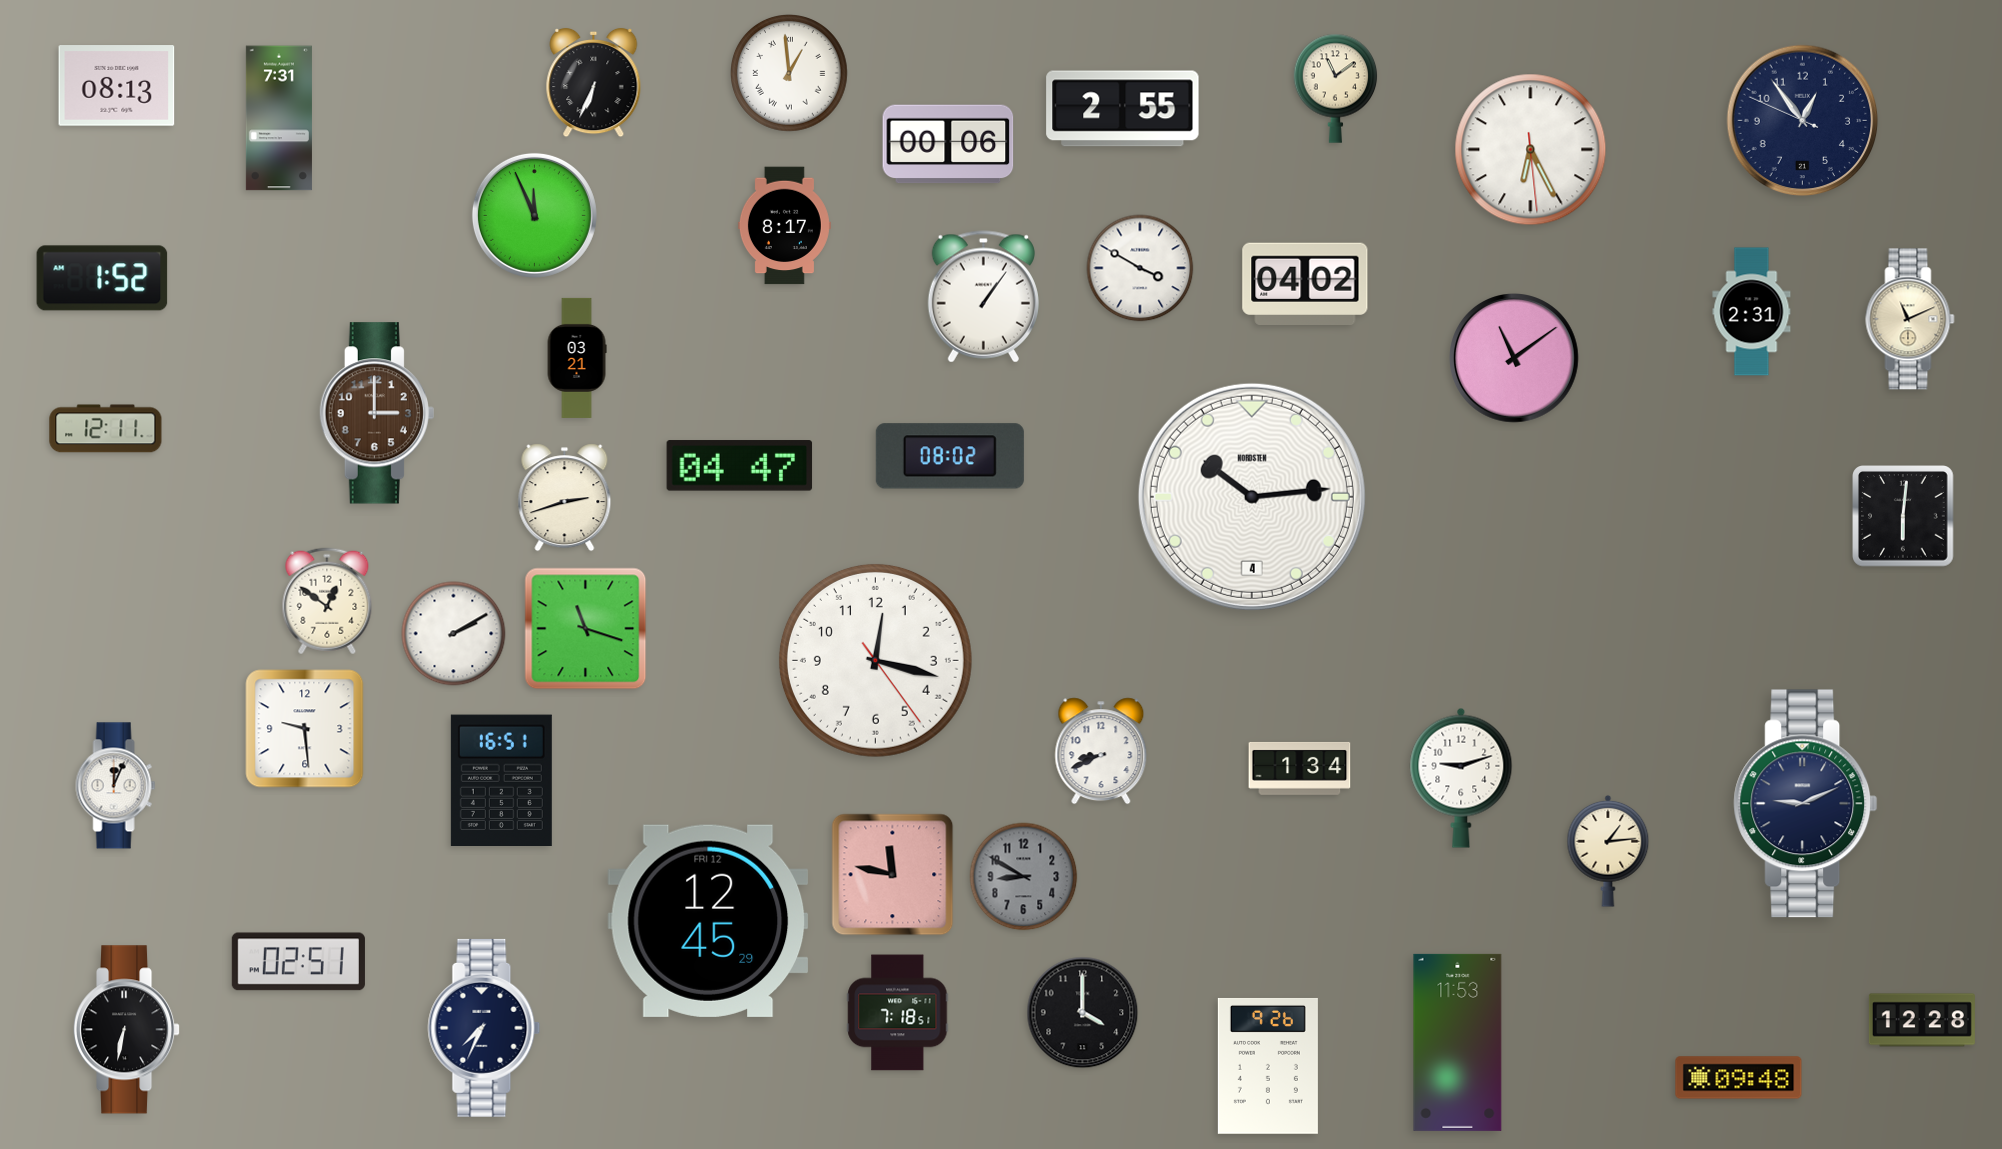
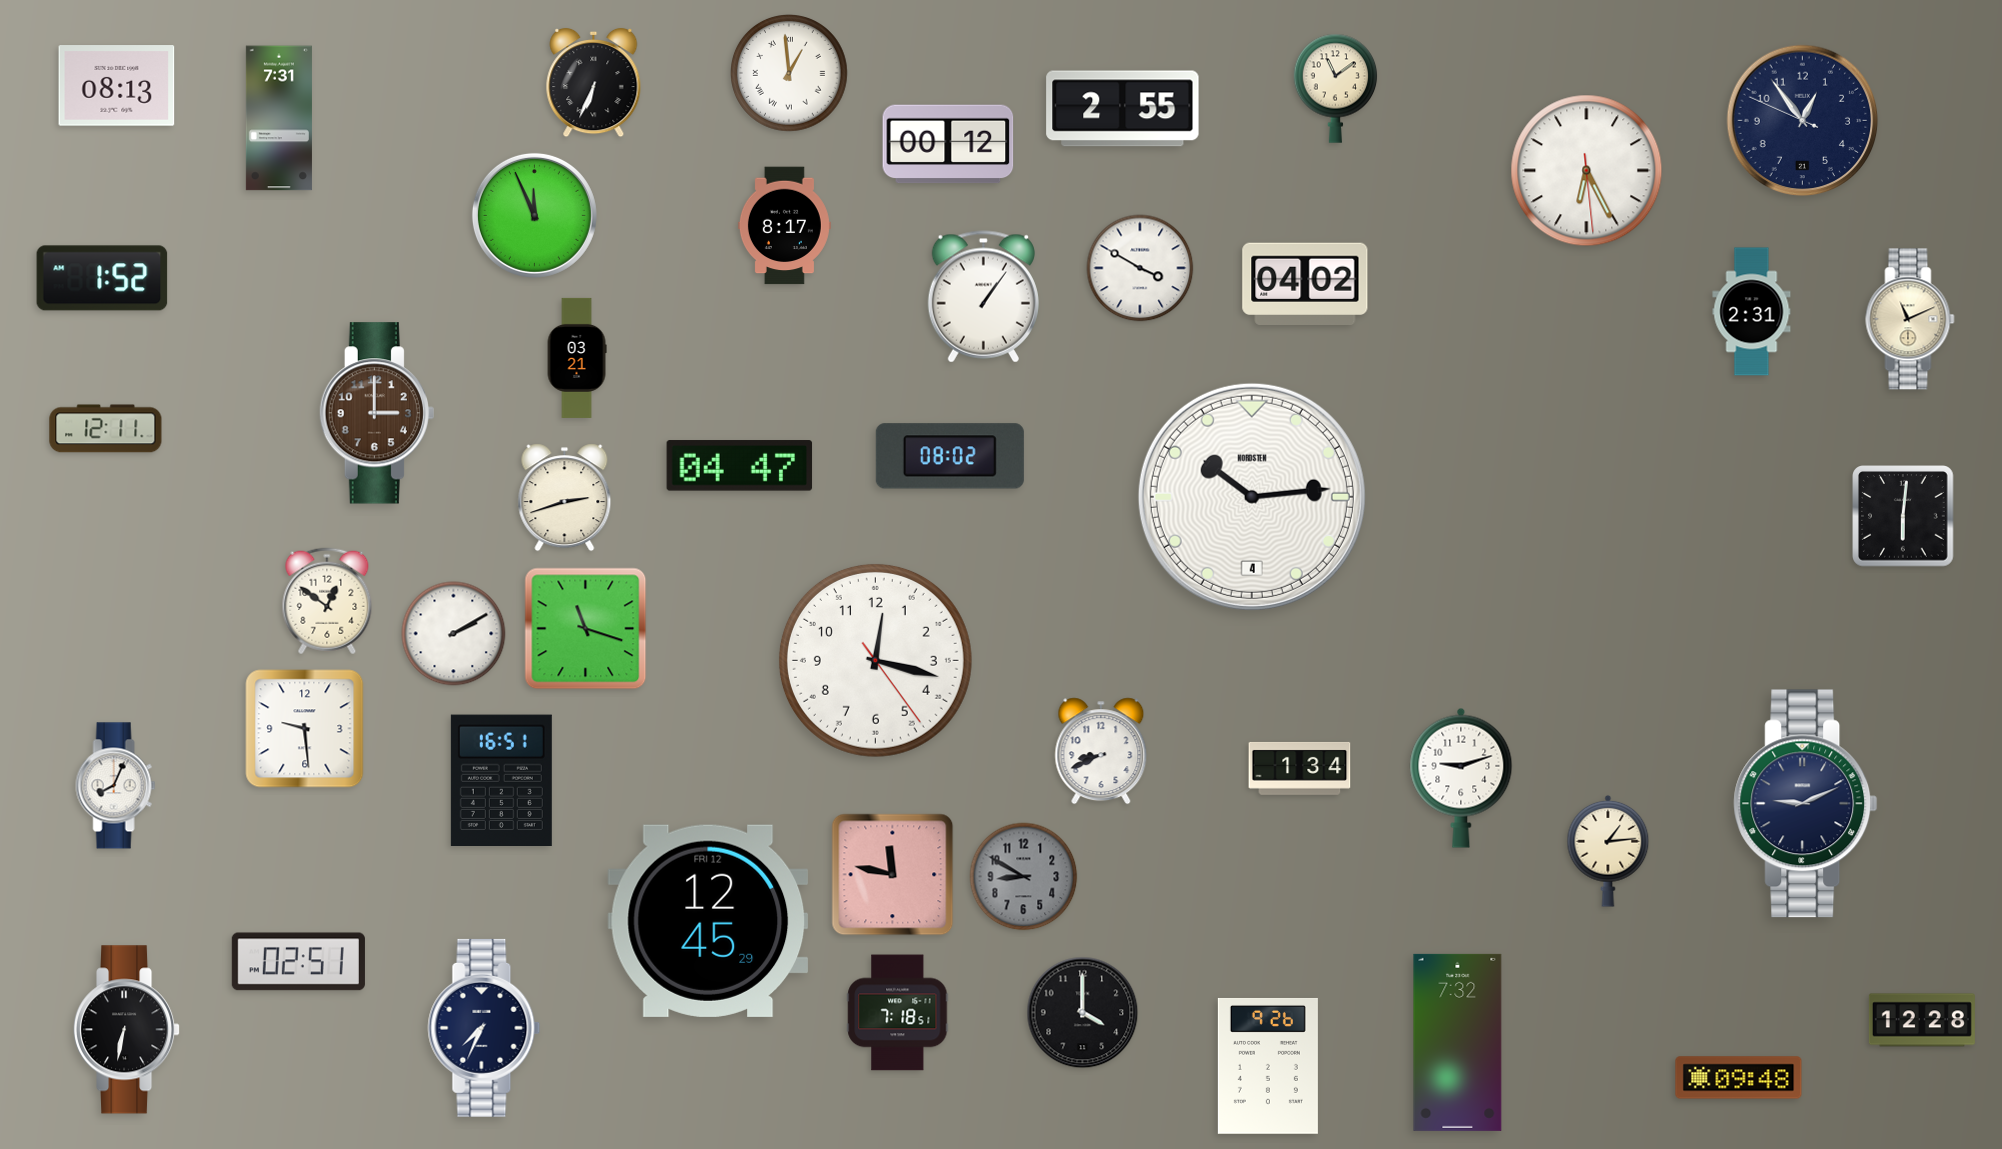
clock at (948, 144): 00:06 -> 00:12
clock at (1531, 150) position: (1531, 150) -> (1587, 171)
clock at (1515, 359): 11:09 -> none
clock at (116, 786): 12:04 -> 8:04
clock at (1458, 1042): 11:53 -> 7:32
